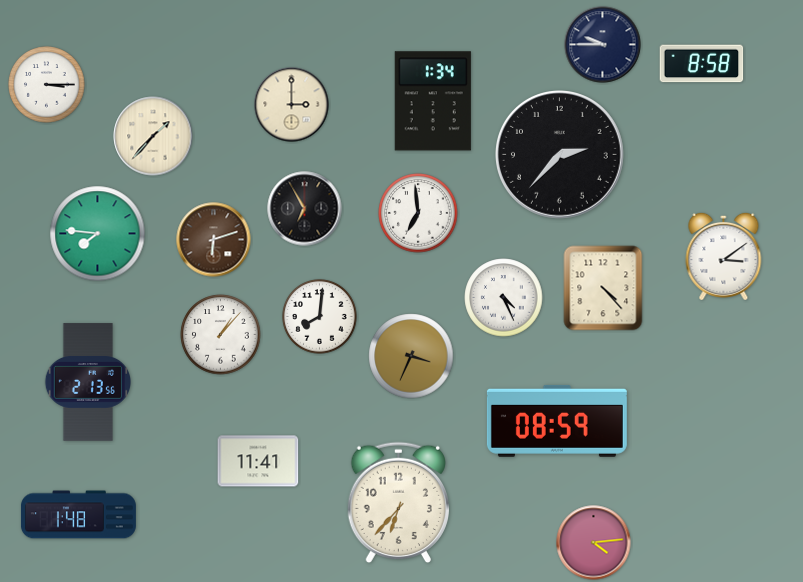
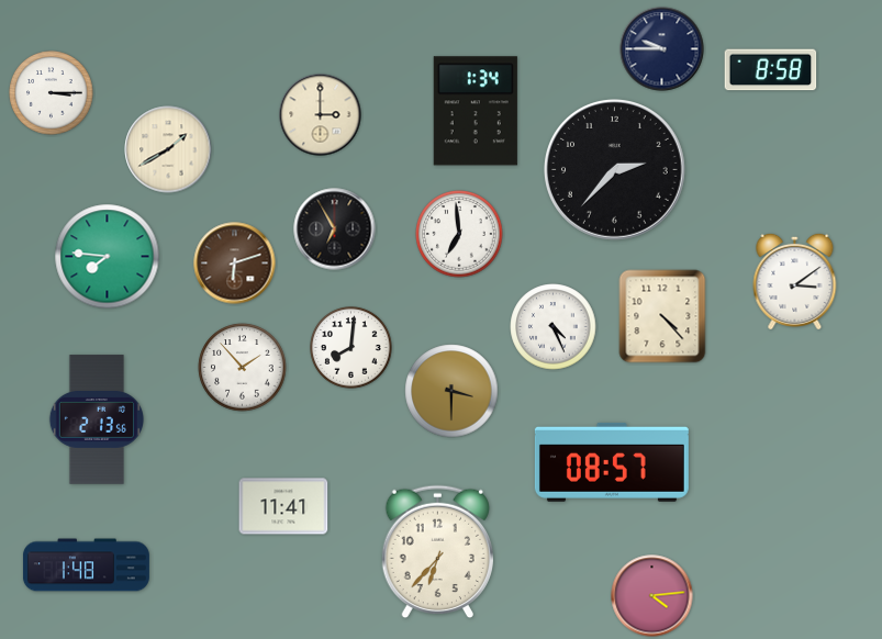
clock at (153, 136): 1:37 -> 1:40
clock at (221, 335): 1:07 -> 1:53
clock at (411, 356): 3:34 -> 3:30
clock at (557, 421): 08:59 -> 08:57
